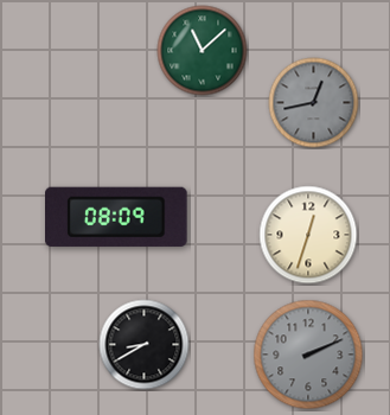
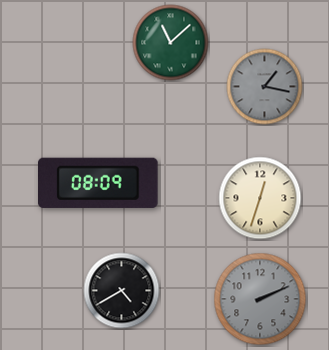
clock at (314, 103): 12:43 -> 1:17
clock at (145, 345): 8:40 -> 4:40
